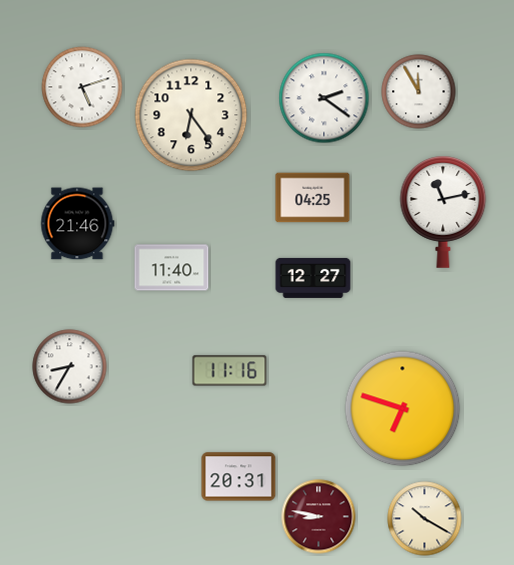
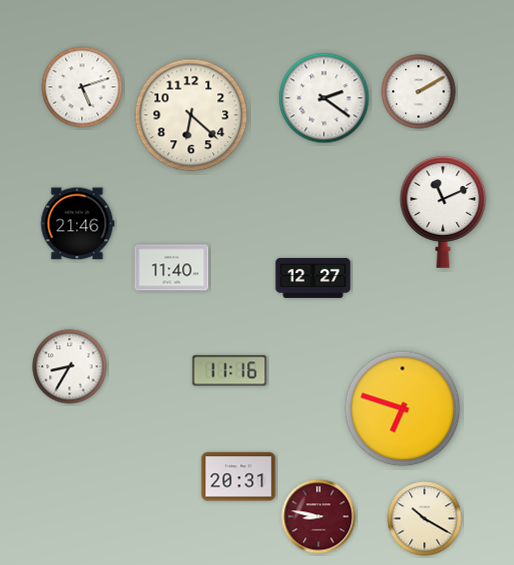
clock at (419, 92): 11:55 -> 2:10
clock at (191, 115): 6:24 -> 6:22
clock at (313, 198): 04:25 -> none
clock at (443, 212): 11:13 -> 11:11
